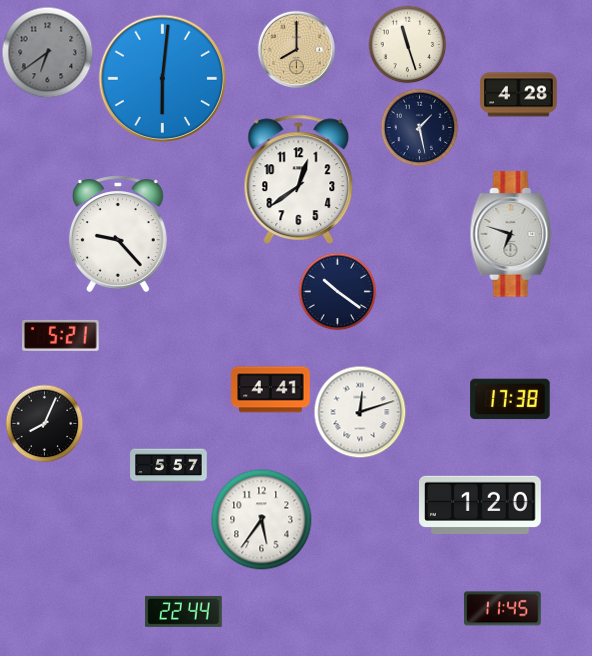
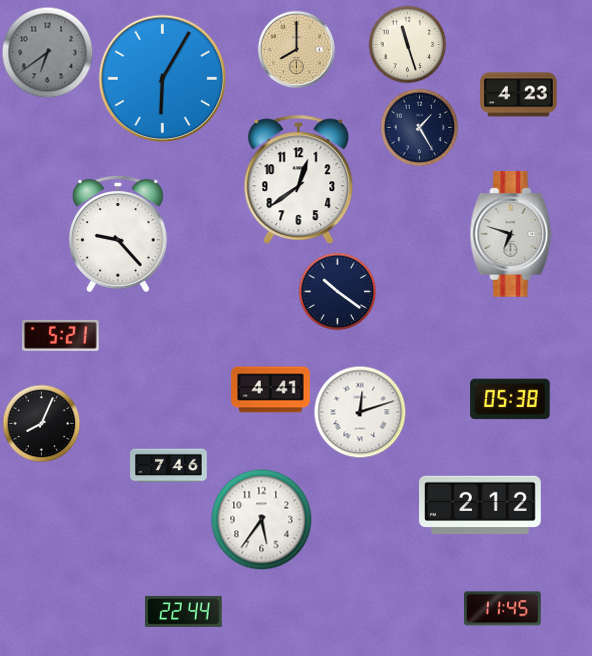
clock at (162, 78): 6:01 -> 6:05
clock at (519, 95): 4:28 -> 4:23
clock at (419, 127): 1:28 -> 1:25
clock at (510, 399): 17:38 -> 05:38
clock at (44, 423) position: (44, 423) -> (41, 423)
clock at (169, 466): 5:57 -> 7:46
clock at (481, 504): 1:20 -> 2:12
